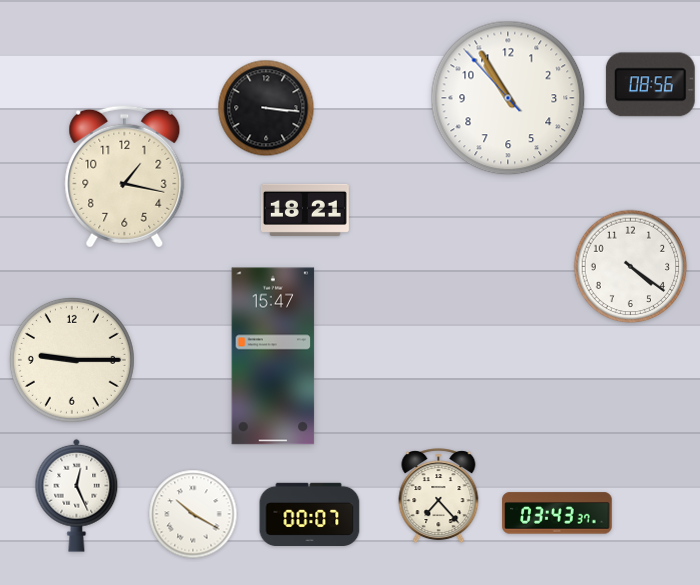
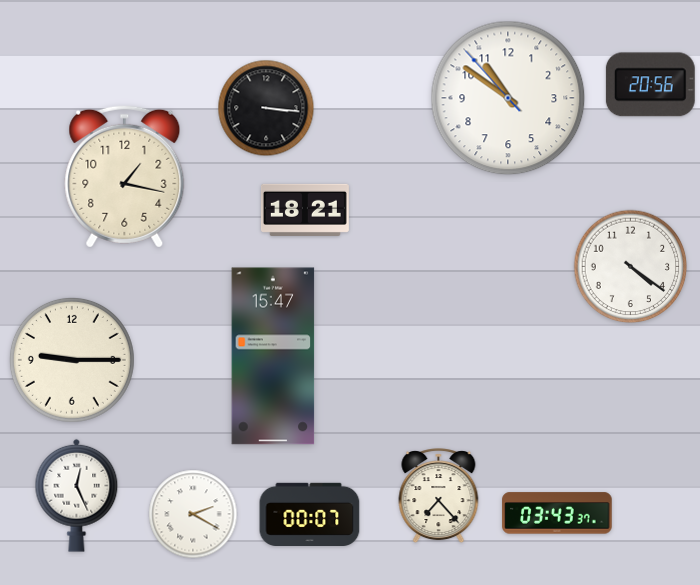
clock at (650, 85): 08:56 -> 20:56
clock at (508, 98): 10:54 -> 10:50
clock at (193, 514): 10:20 -> 2:20
